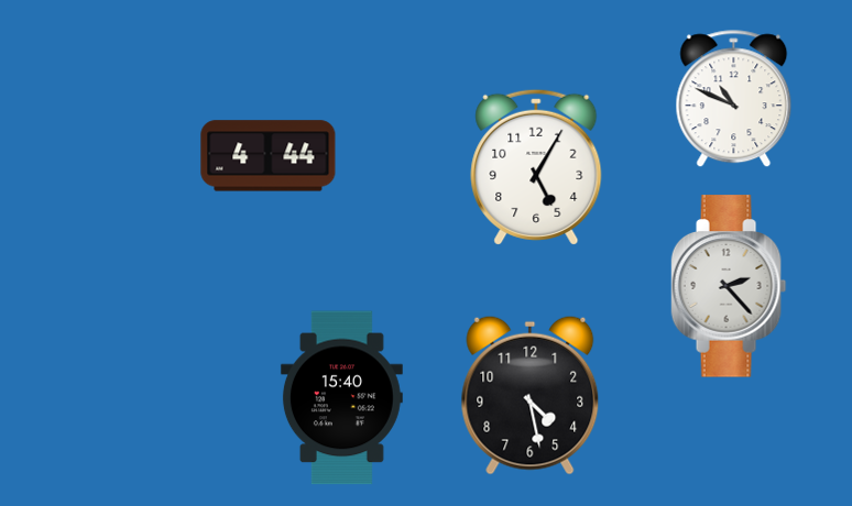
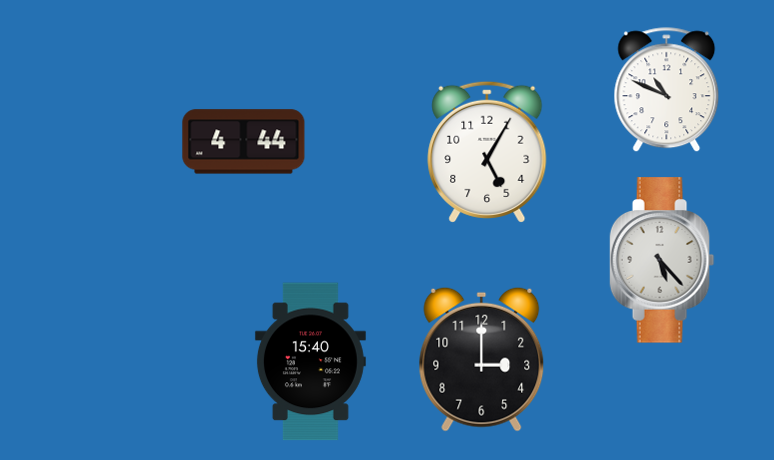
clock at (729, 286): 2:23 -> 5:23
clock at (531, 395): 4:28 -> 3:00
